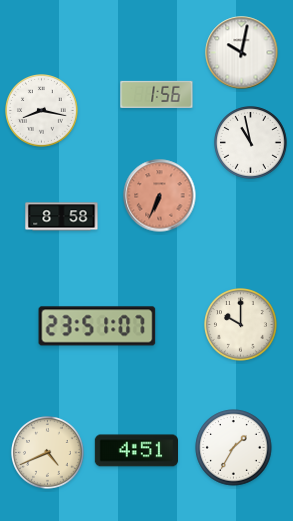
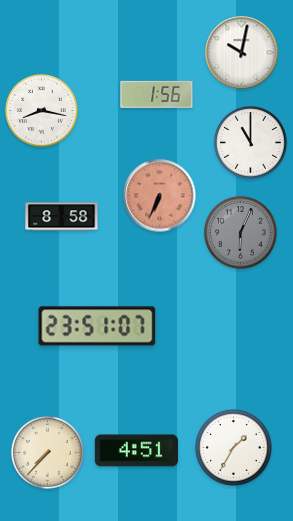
clock at (251, 143): 10:58 -> 11:00
clock at (241, 233): none -> 6:04
clock at (241, 325): 10:00 -> none
clock at (48, 453): 4:41 -> 7:37
